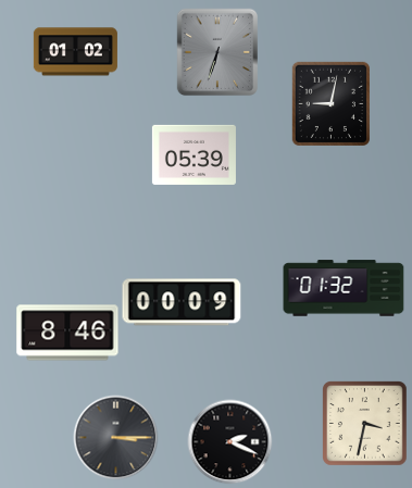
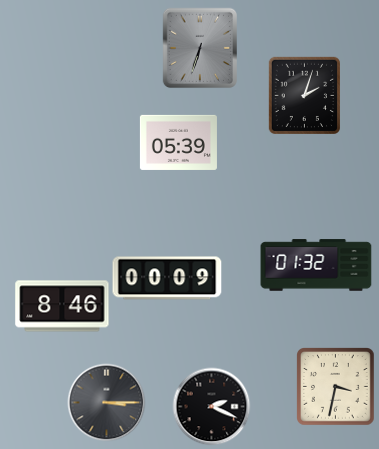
clock at (75, 52): 01:02 -> none
clock at (330, 103): 9:02 -> 2:03
clock at (364, 423) position: (364, 423) -> (335, 386)
